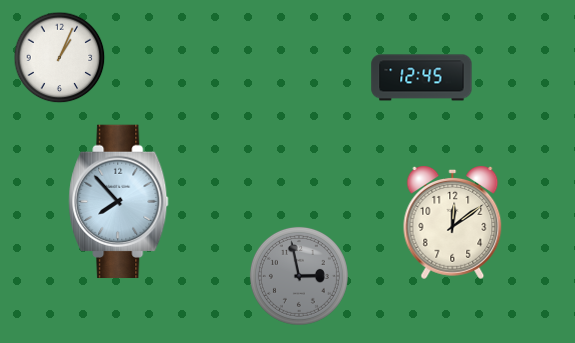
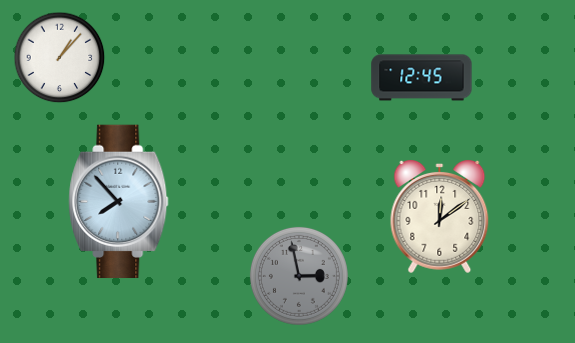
clock at (60, 58): 1:04 -> 1:07
clock at (453, 223) position: (453, 223) -> (440, 217)
